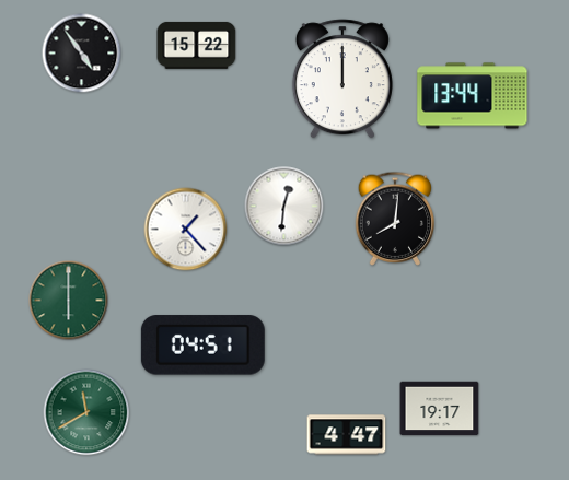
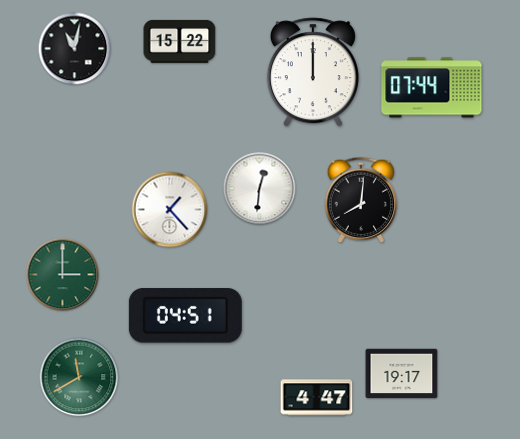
clock at (82, 54): 4:54 -> 11:02
clock at (473, 96): 13:44 -> 07:44
clock at (69, 301): 6:00 -> 3:00
